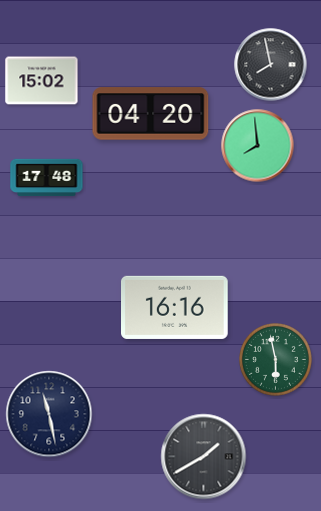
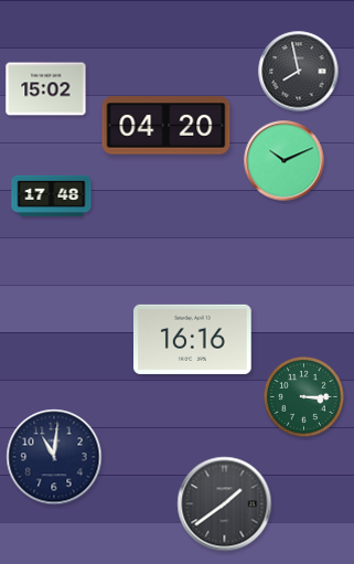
clock at (258, 146): 7:59 -> 10:11
clock at (276, 360): 5:58 -> 3:15
clock at (49, 414): 11:28 -> 11:01
clock at (204, 457): 1:40 -> 1:39
